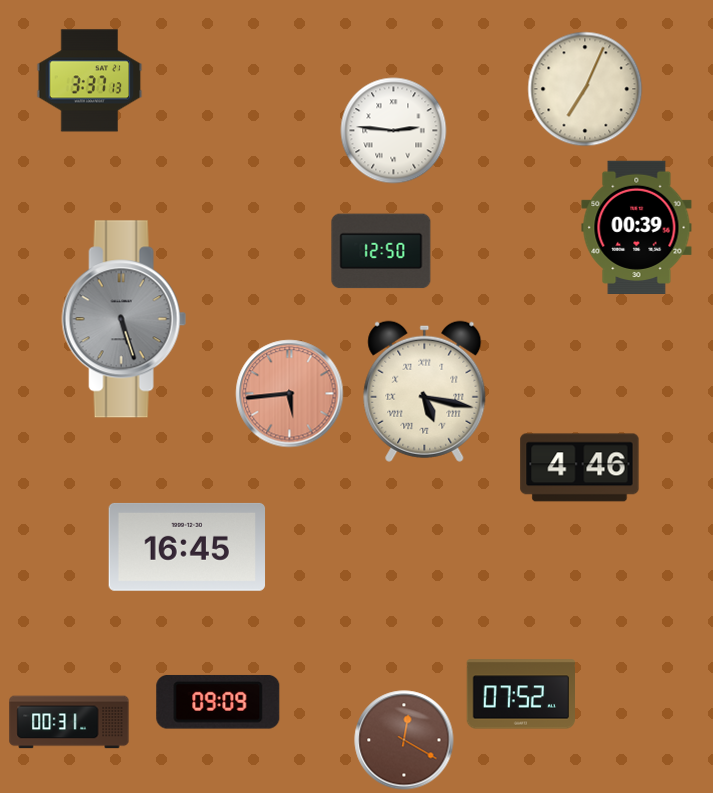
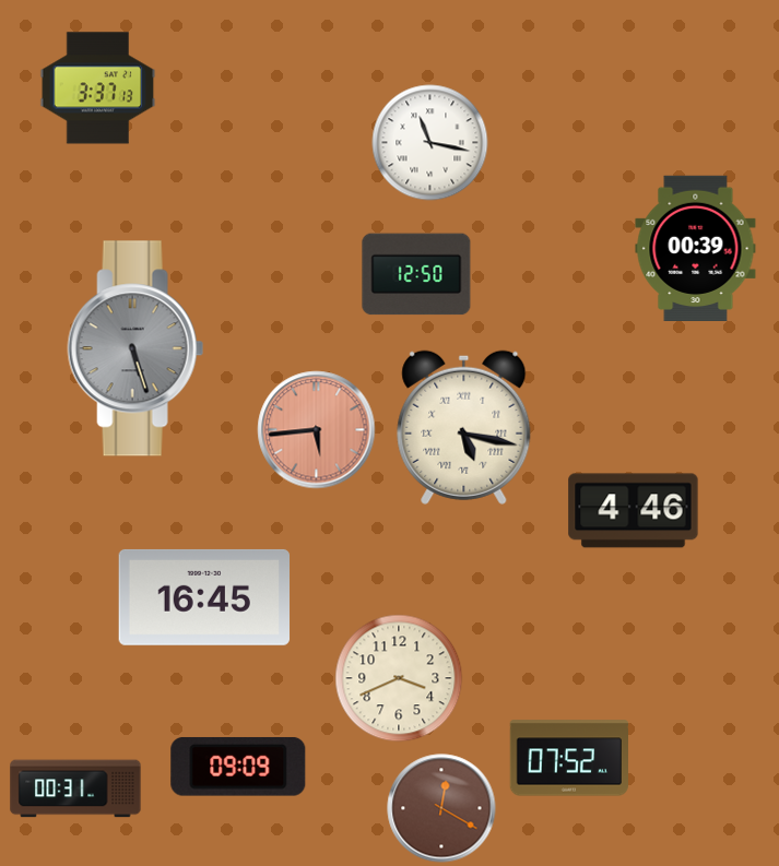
clock at (585, 89): 7:04 -> none
clock at (394, 131): 2:46 -> 11:17
clock at (399, 678): none -> 3:41
